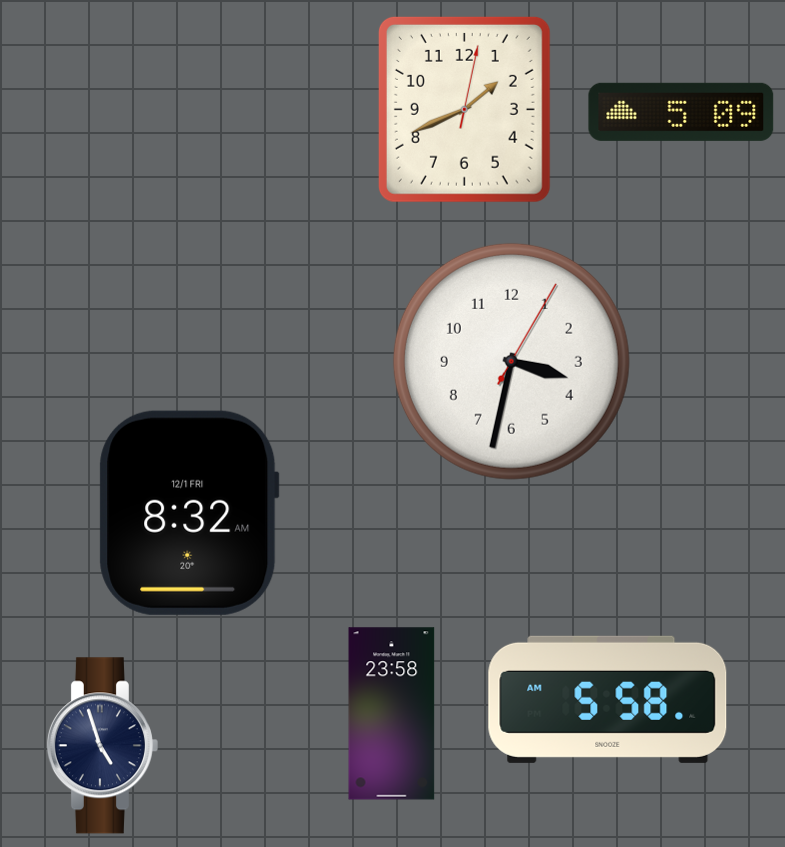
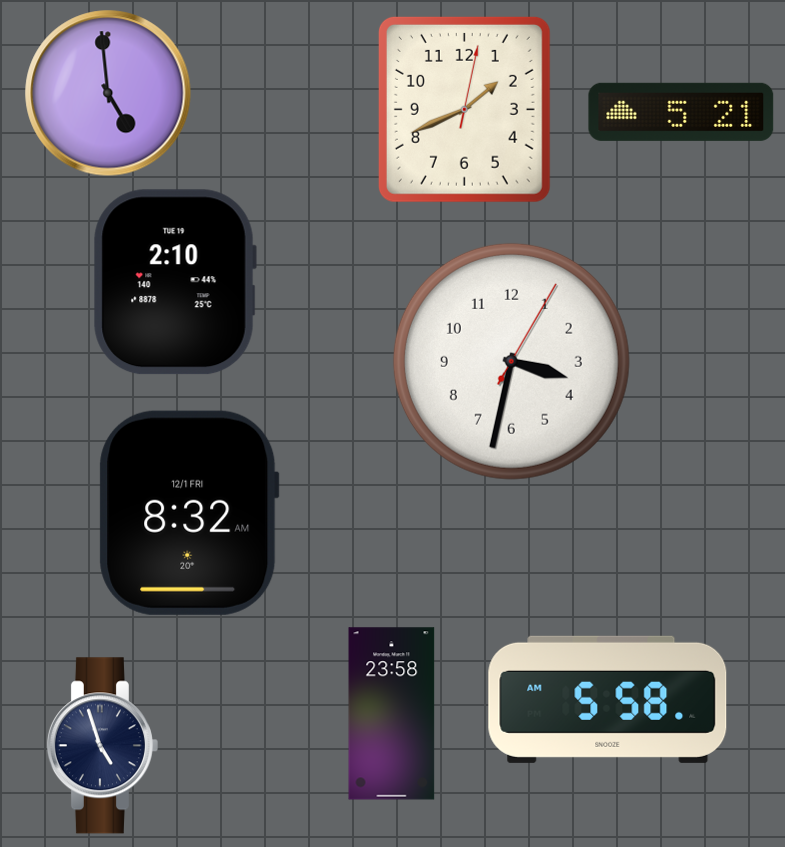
clock at (108, 93): none -> 4:59
clock at (681, 112): 5:09 -> 5:21
clock at (175, 282): none -> 2:10
